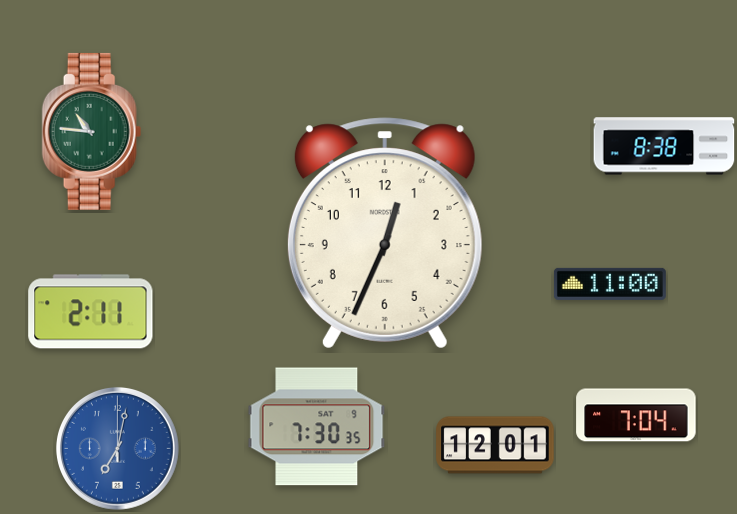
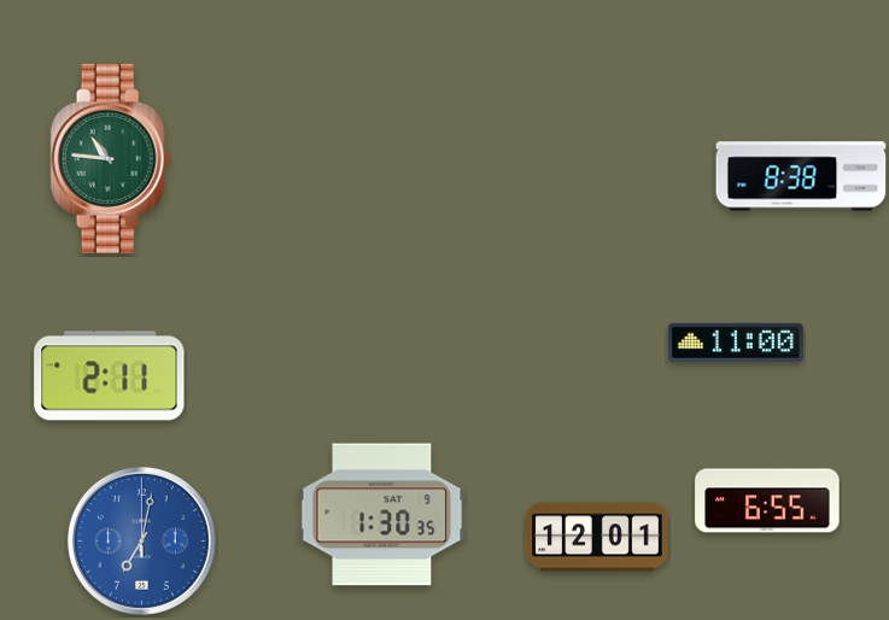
clock at (385, 233): 12:34 -> none
clock at (636, 415): 7:04 -> 6:55
clock at (317, 427): 7:30 -> 1:30
